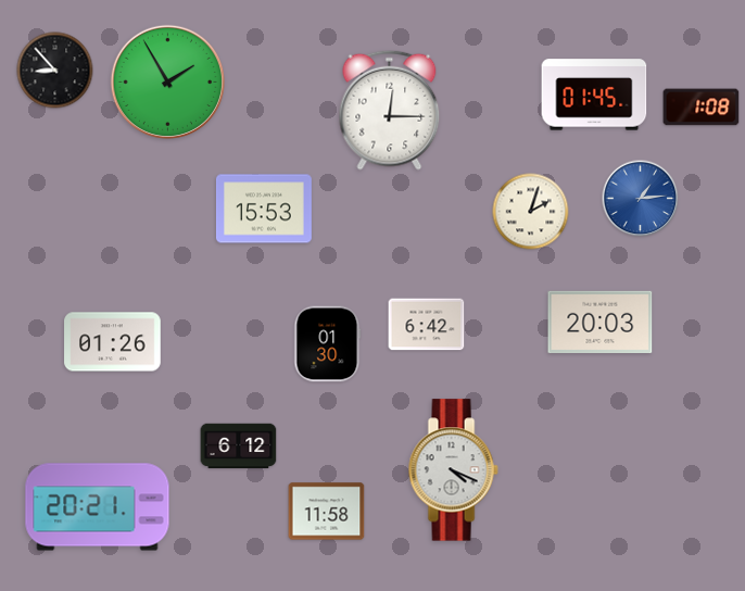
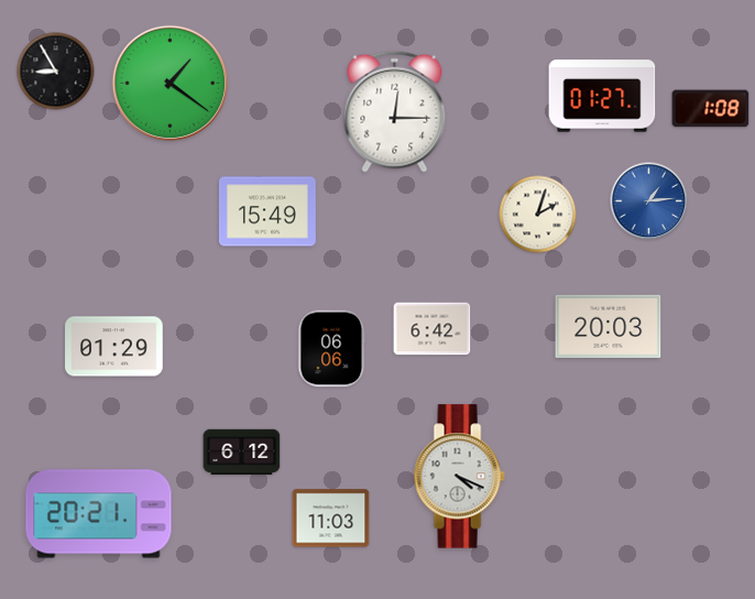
clock at (55, 71): 8:53 -> 8:55
clock at (167, 81): 1:55 -> 1:21
clock at (594, 95): 01:45 -> 01:27
clock at (264, 209): 15:53 -> 15:49
clock at (113, 342): 01:26 -> 01:29
clock at (328, 344): 01:30 -> 06:06
clock at (327, 512): 11:58 -> 11:03
